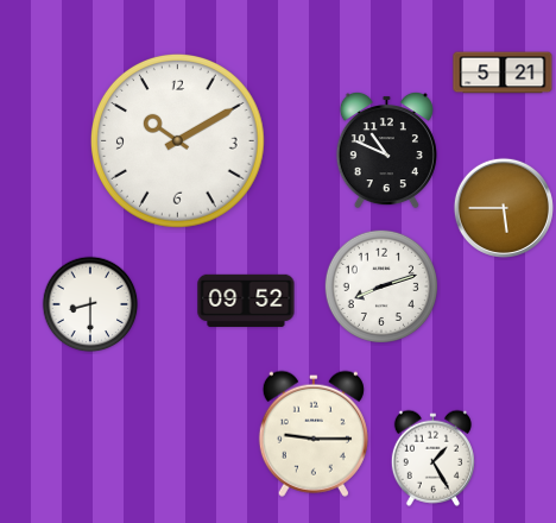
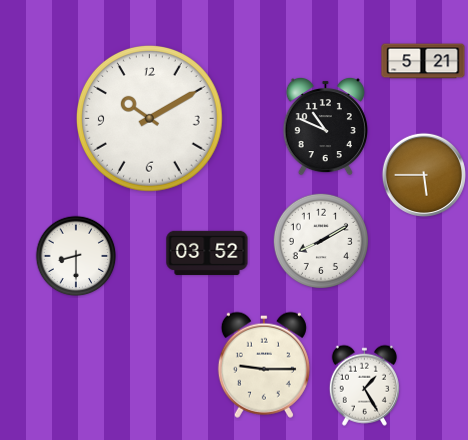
clock at (380, 285): 8:12 -> 8:10
clock at (246, 301): 09:52 -> 03:52
